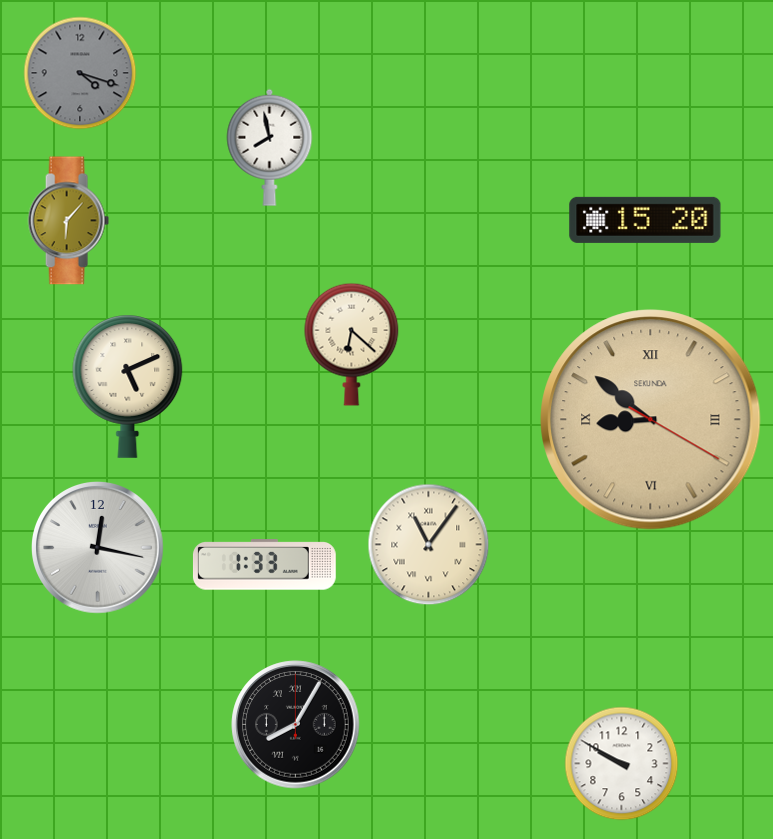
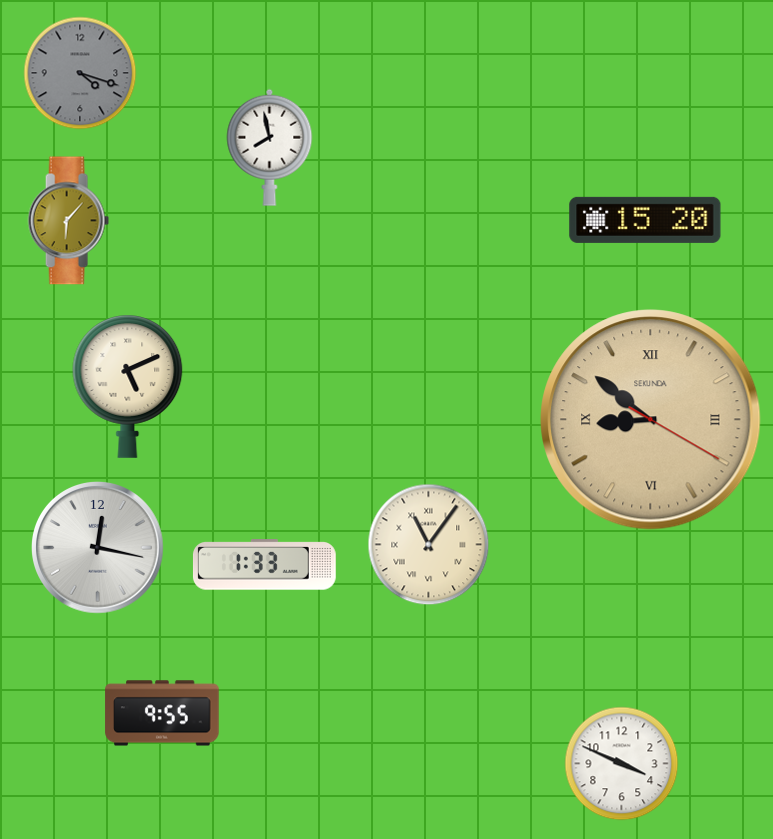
clock at (352, 344): 6:22 -> none
clock at (162, 713): none -> 9:55
clock at (296, 725): 8:05 -> none
clock at (622, 764): 9:50 -> 3:49
